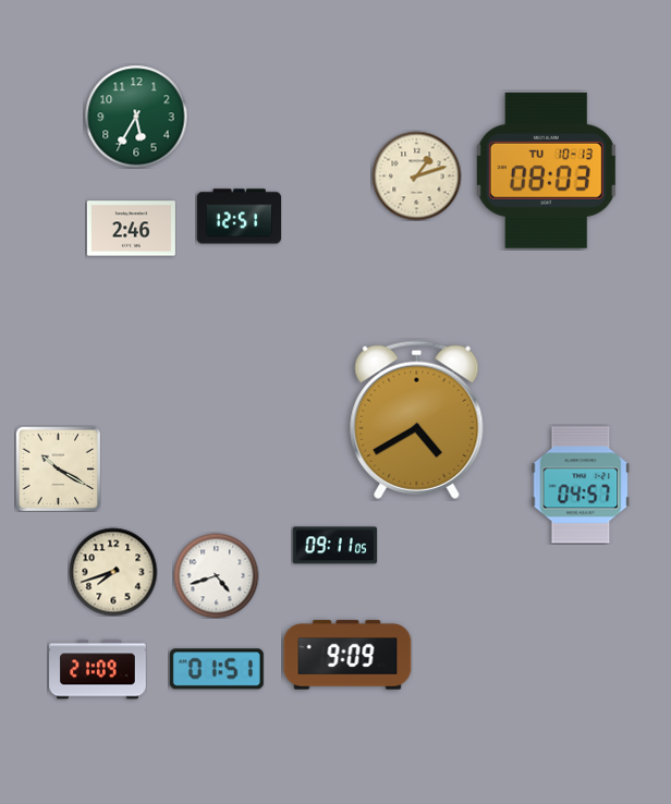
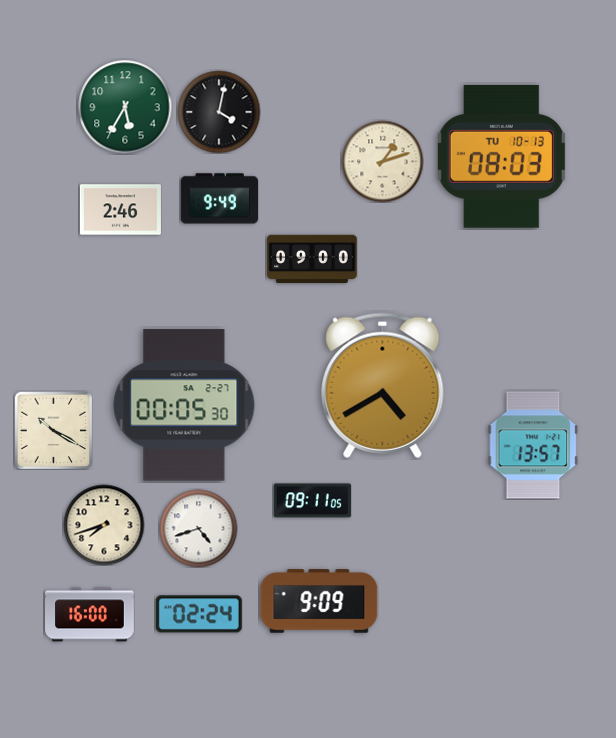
clock at (219, 112): none -> 4:02
clock at (239, 217): 12:51 -> 9:49
clock at (312, 259): none -> 09:00
clock at (184, 405): none -> 00:05
clock at (581, 485): 04:57 -> 13:57
clock at (334, 546) position: (334, 546) -> (312, 501)
clock at (217, 669): 01:51 -> 02:24
clock at (98, 670): 21:09 -> 16:00
